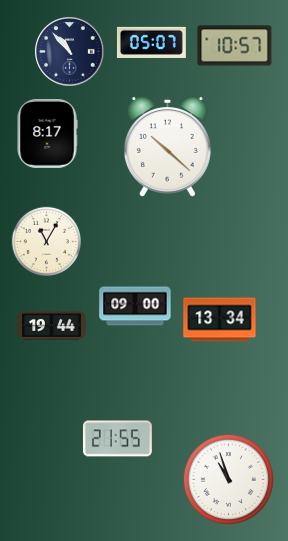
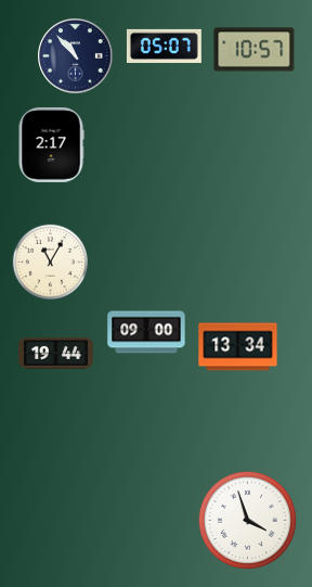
clock at (47, 133): 8:17 -> 2:17
clock at (167, 147): 10:22 -> none
clock at (117, 439): 21:55 -> none
clock at (228, 479): 10:57 -> 3:57
